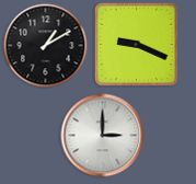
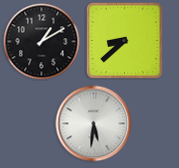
clock at (136, 44): 9:19 -> 8:38
clock at (103, 136): 3:00 -> 5:31
